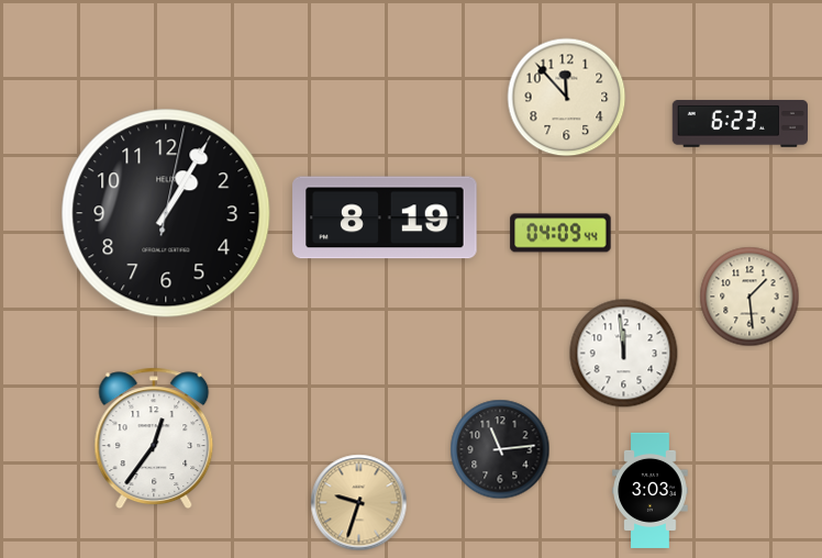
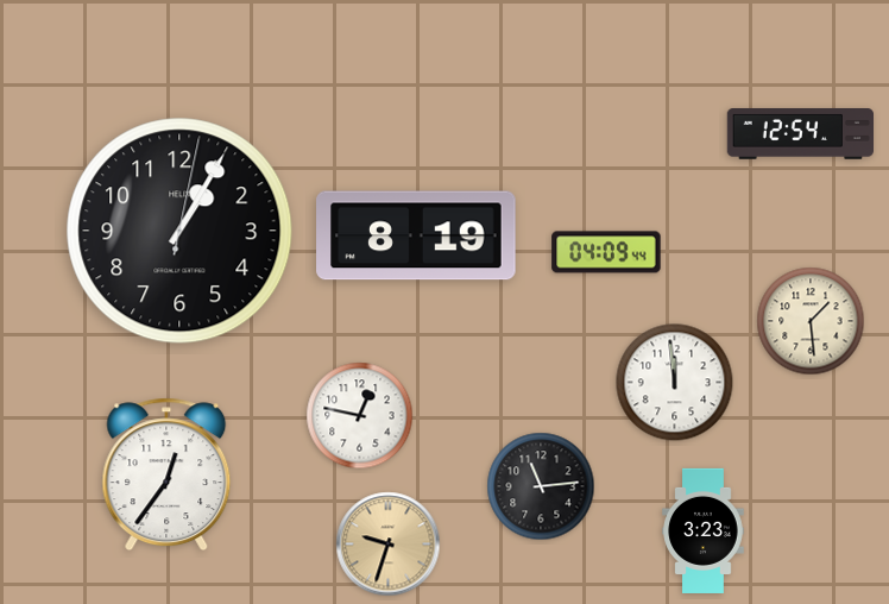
clock at (567, 98): 11:53 -> none
clock at (740, 124): 6:23 -> 12:54
clock at (360, 416): none -> 12:47
clock at (651, 490): 3:03 -> 3:23
